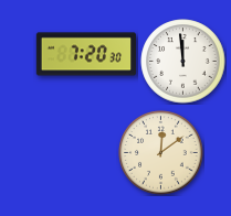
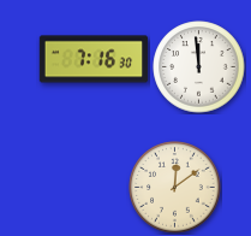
clock at (86, 54): 7:20 -> 7:16
clock at (161, 153) position: (161, 153) -> (175, 188)
